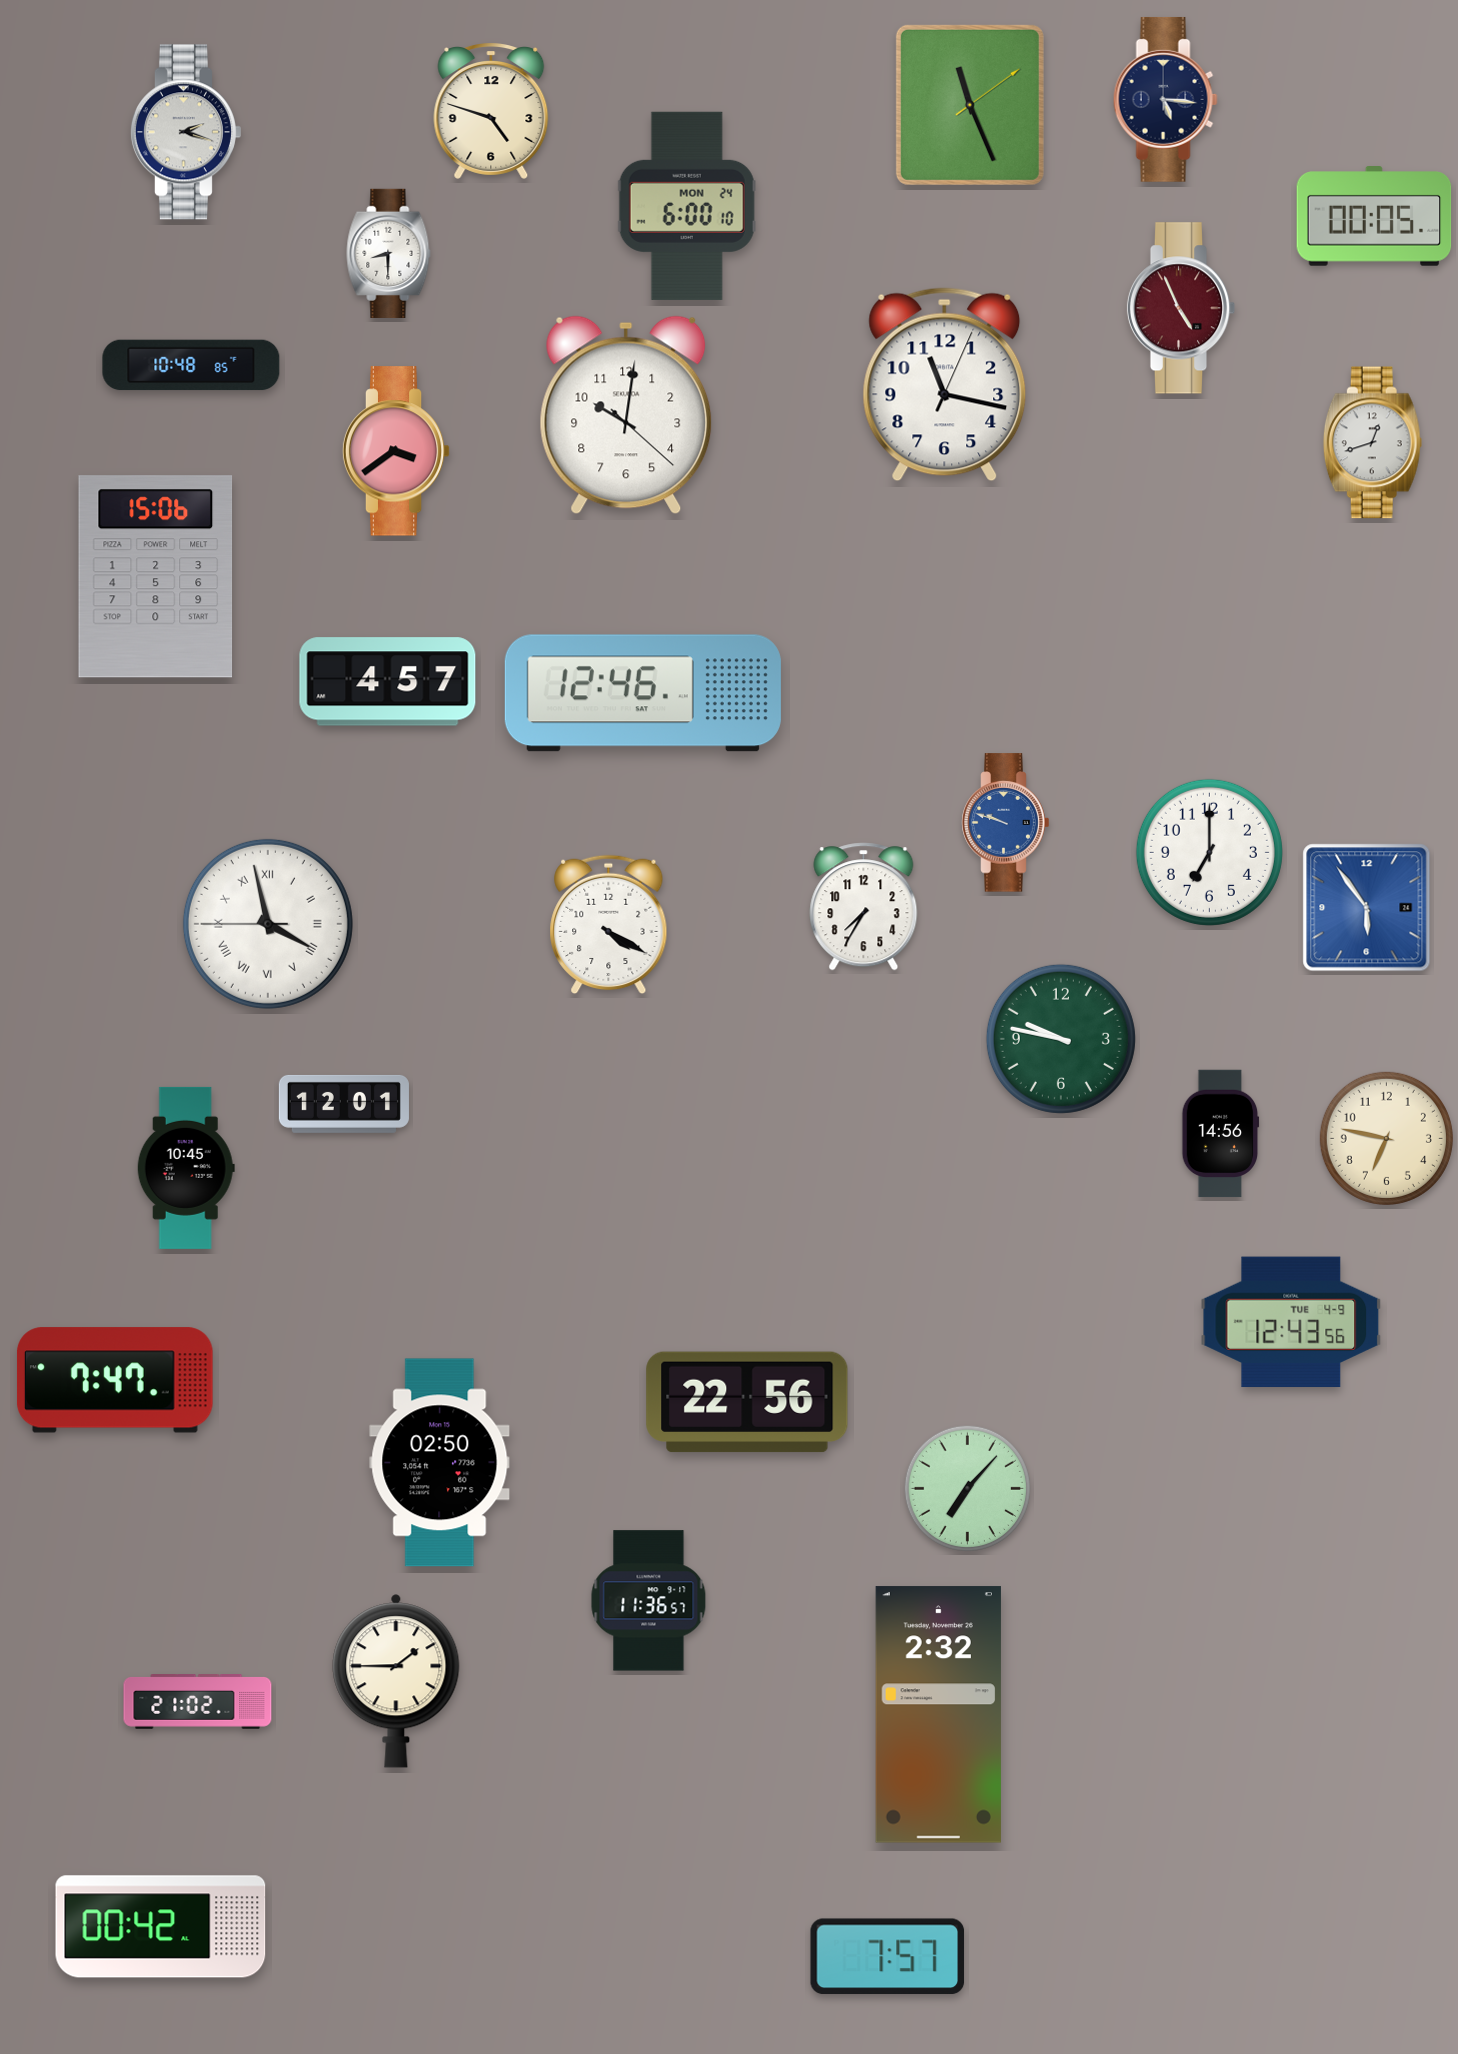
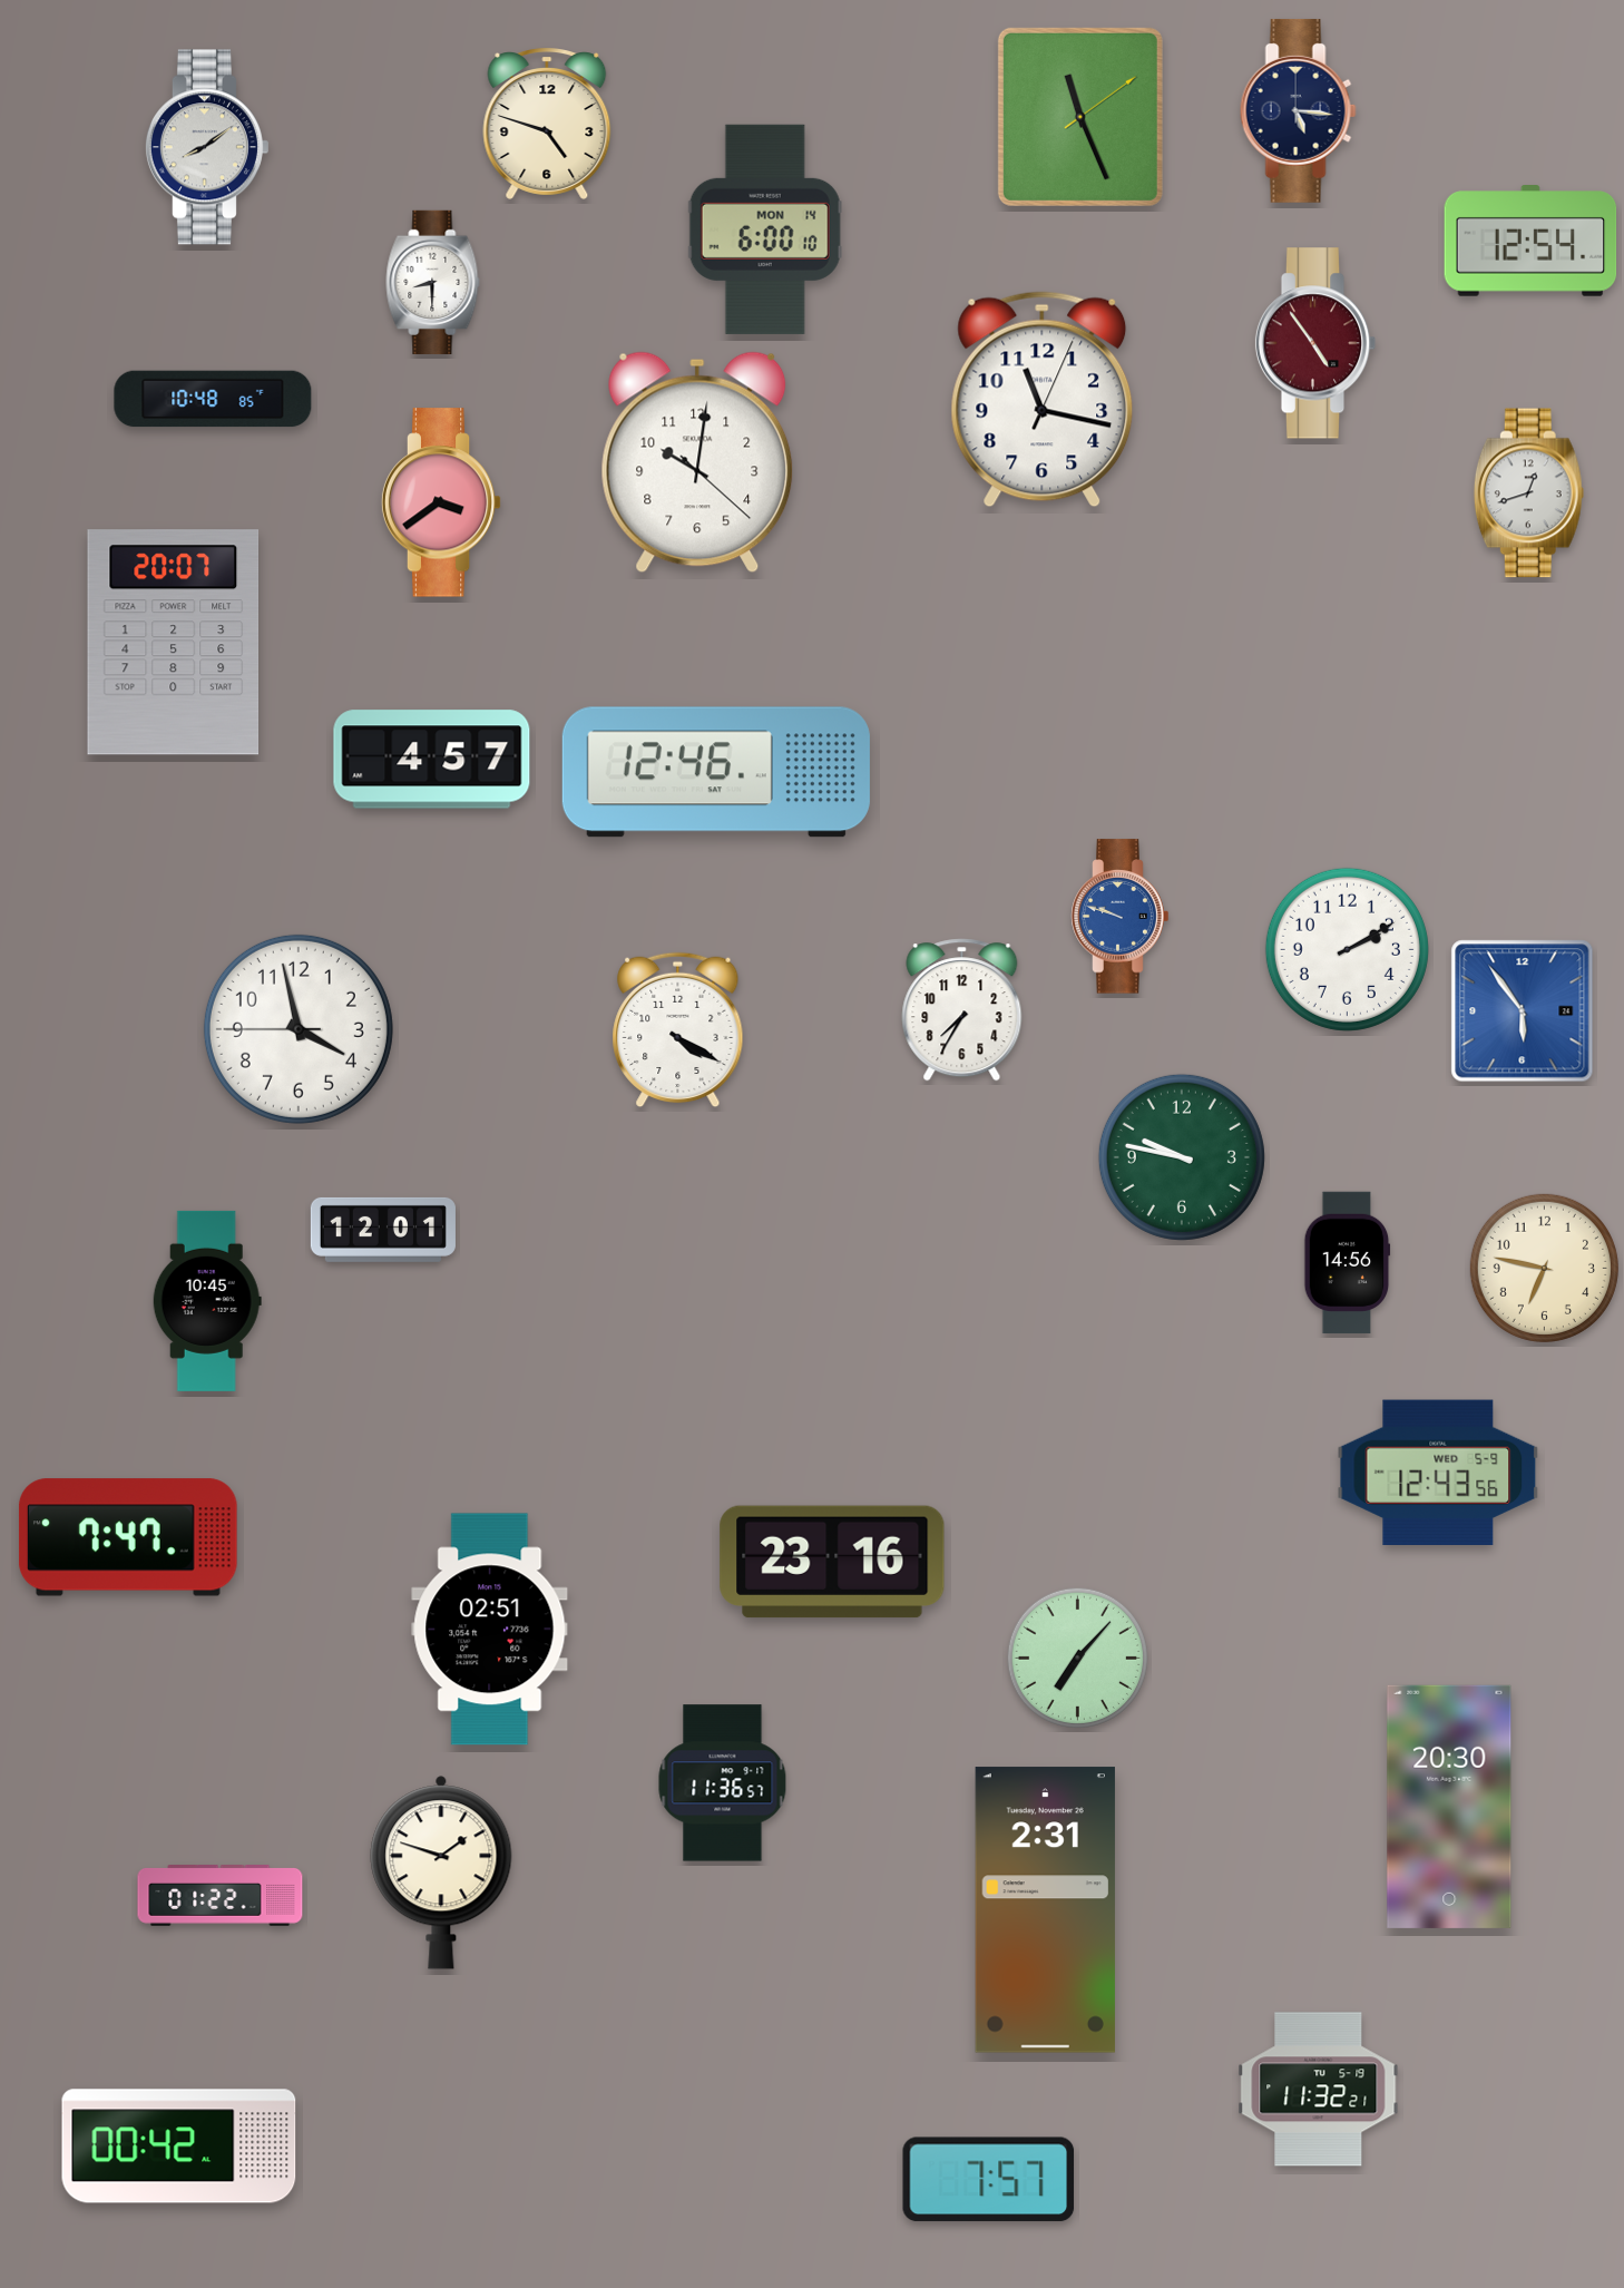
clock at (185, 132): 2:18 -> 8:09
clock at (687, 206) date: MON 24 -> MON 14
clock at (1374, 217): 00:05 -> 12:54
clock at (1181, 308): 4:56 -> 4:54
clock at (191, 365) position: (191, 365) -> (213, 399)
clock at (945, 385) position: (945, 385) -> (1043, 400)
clock at (156, 577): 15:06 -> 20:07
clock at (1209, 852): 7:00 -> 2:10
clock at (268, 924) numerals: Roman -> Arabic
clock at (1221, 1134) position: (1221, 1134) -> (1348, 1263)
clock at (1291, 1322) date: TUE 4-9 -> WED 5-9
clock at (747, 1402): 22:56 -> 23:16
clock at (440, 1463): 02:50 -> 02:51
clock at (1449, 1807): none -> 20:30
clock at (396, 1681): 1:45 -> 1:48
clock at (198, 1702): 21:02 -> 01:22
clock at (938, 1715): 2:32 -> 2:31
clock at (1319, 2090): none -> 11:32
